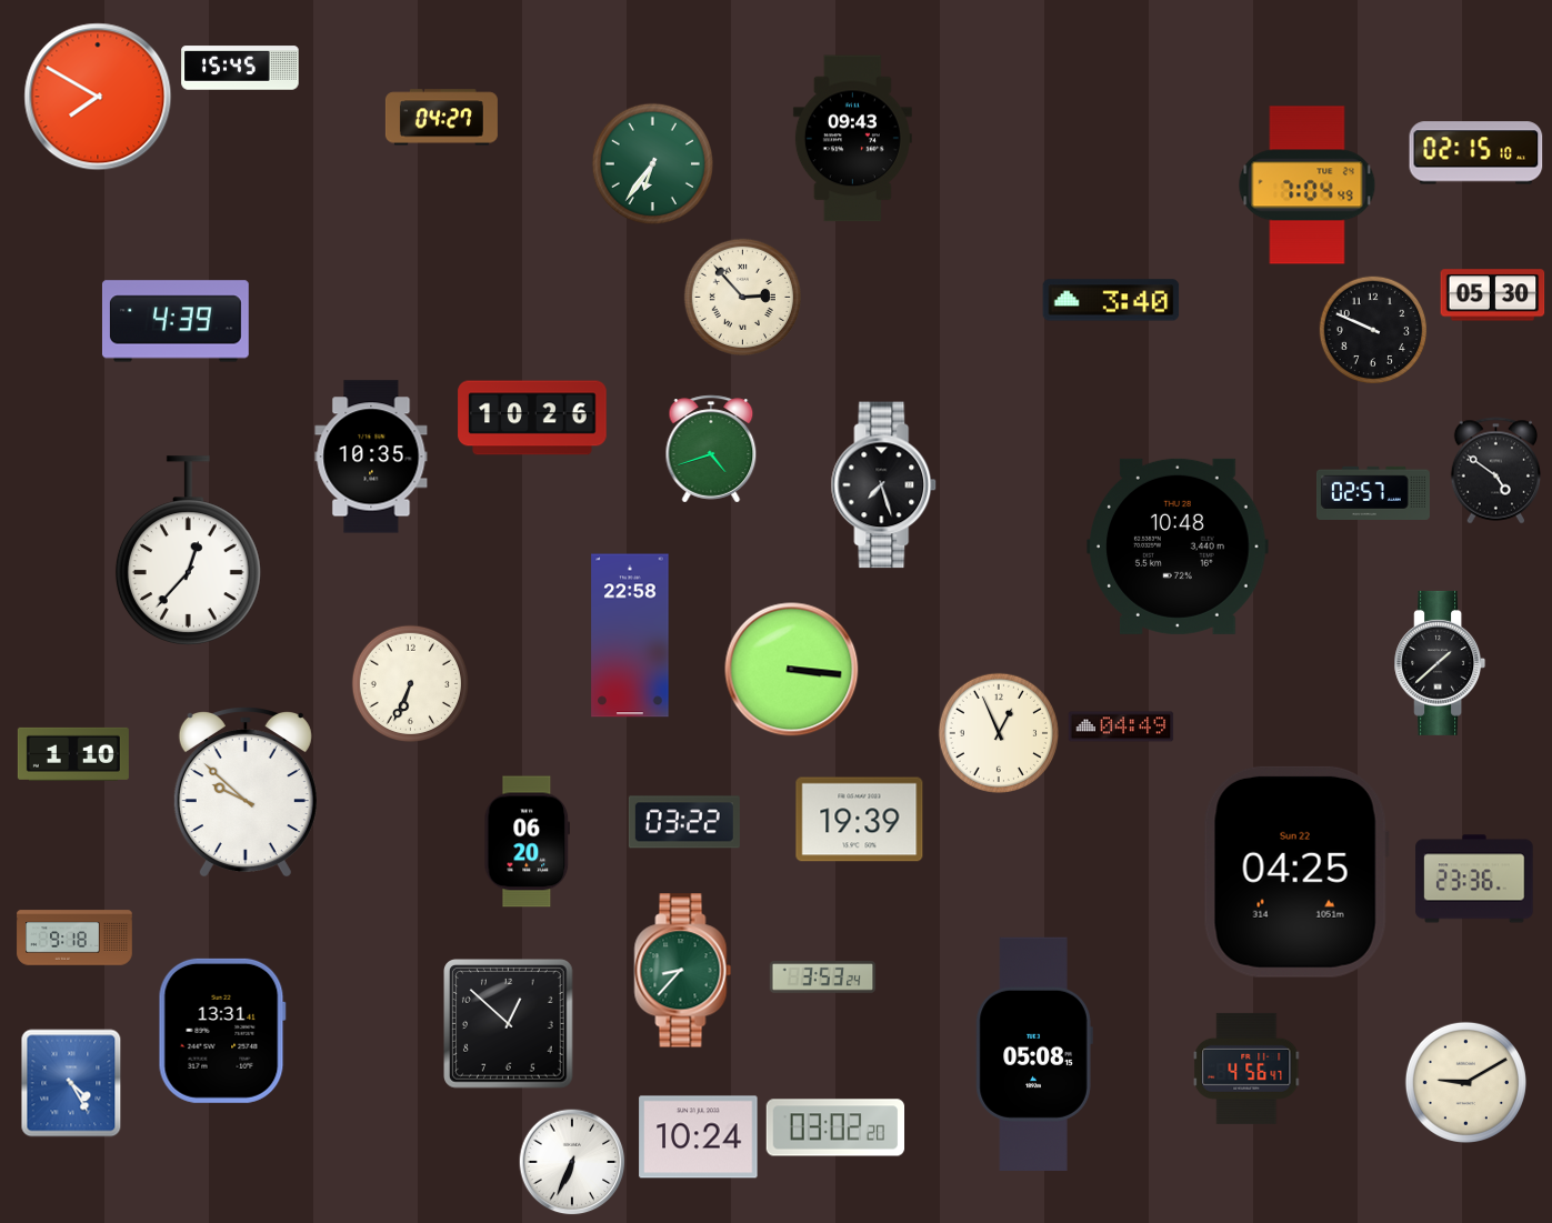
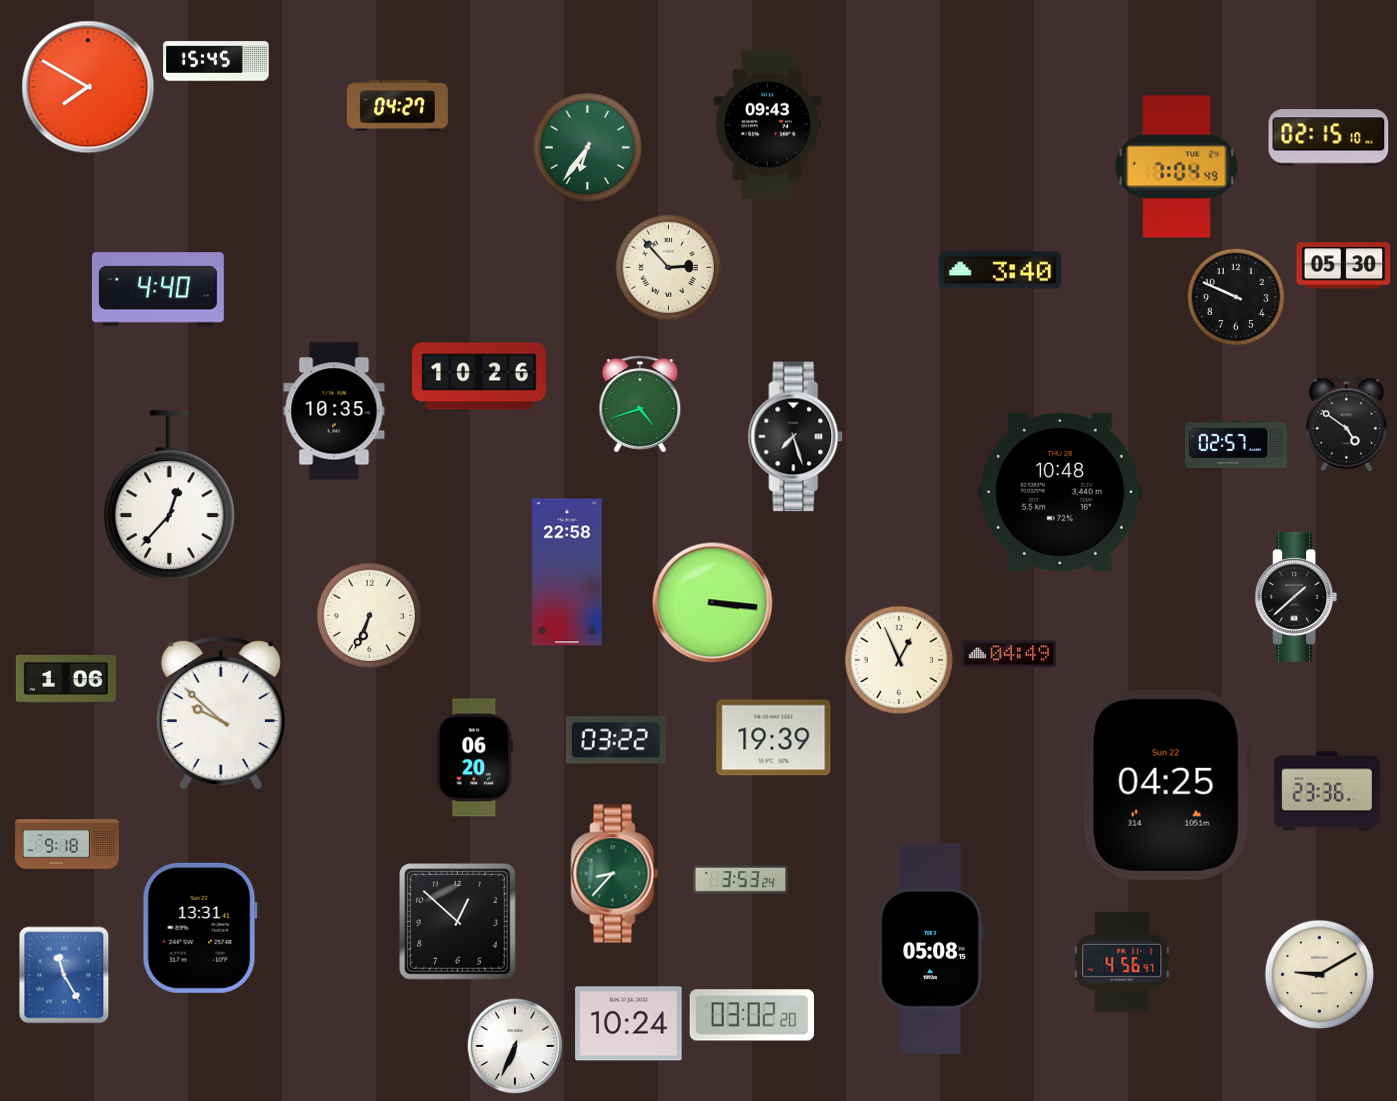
clock at (176, 321): 4:39 -> 4:40
clock at (73, 754): 1:10 -> 1:06
clock at (71, 1083): 4:25 -> 11:25
